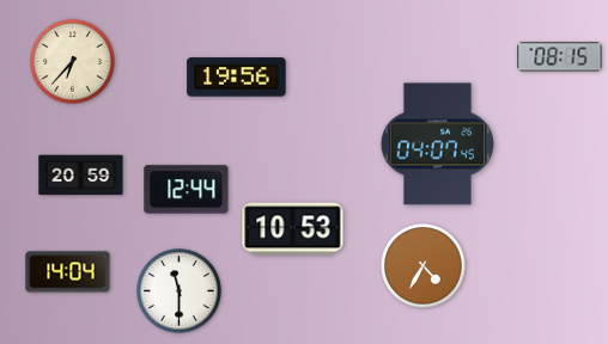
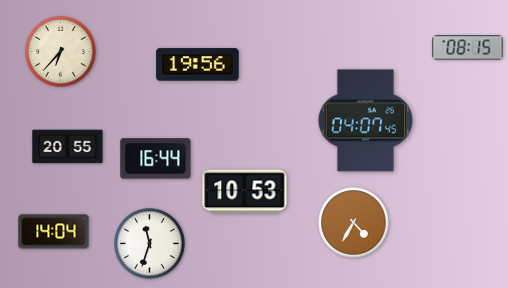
clock at (81, 176): 20:59 -> 20:55
clock at (187, 190): 12:44 -> 16:44
clock at (68, 272) position: (68, 272) -> (54, 232)
clock at (180, 291): 11:30 -> 11:33
